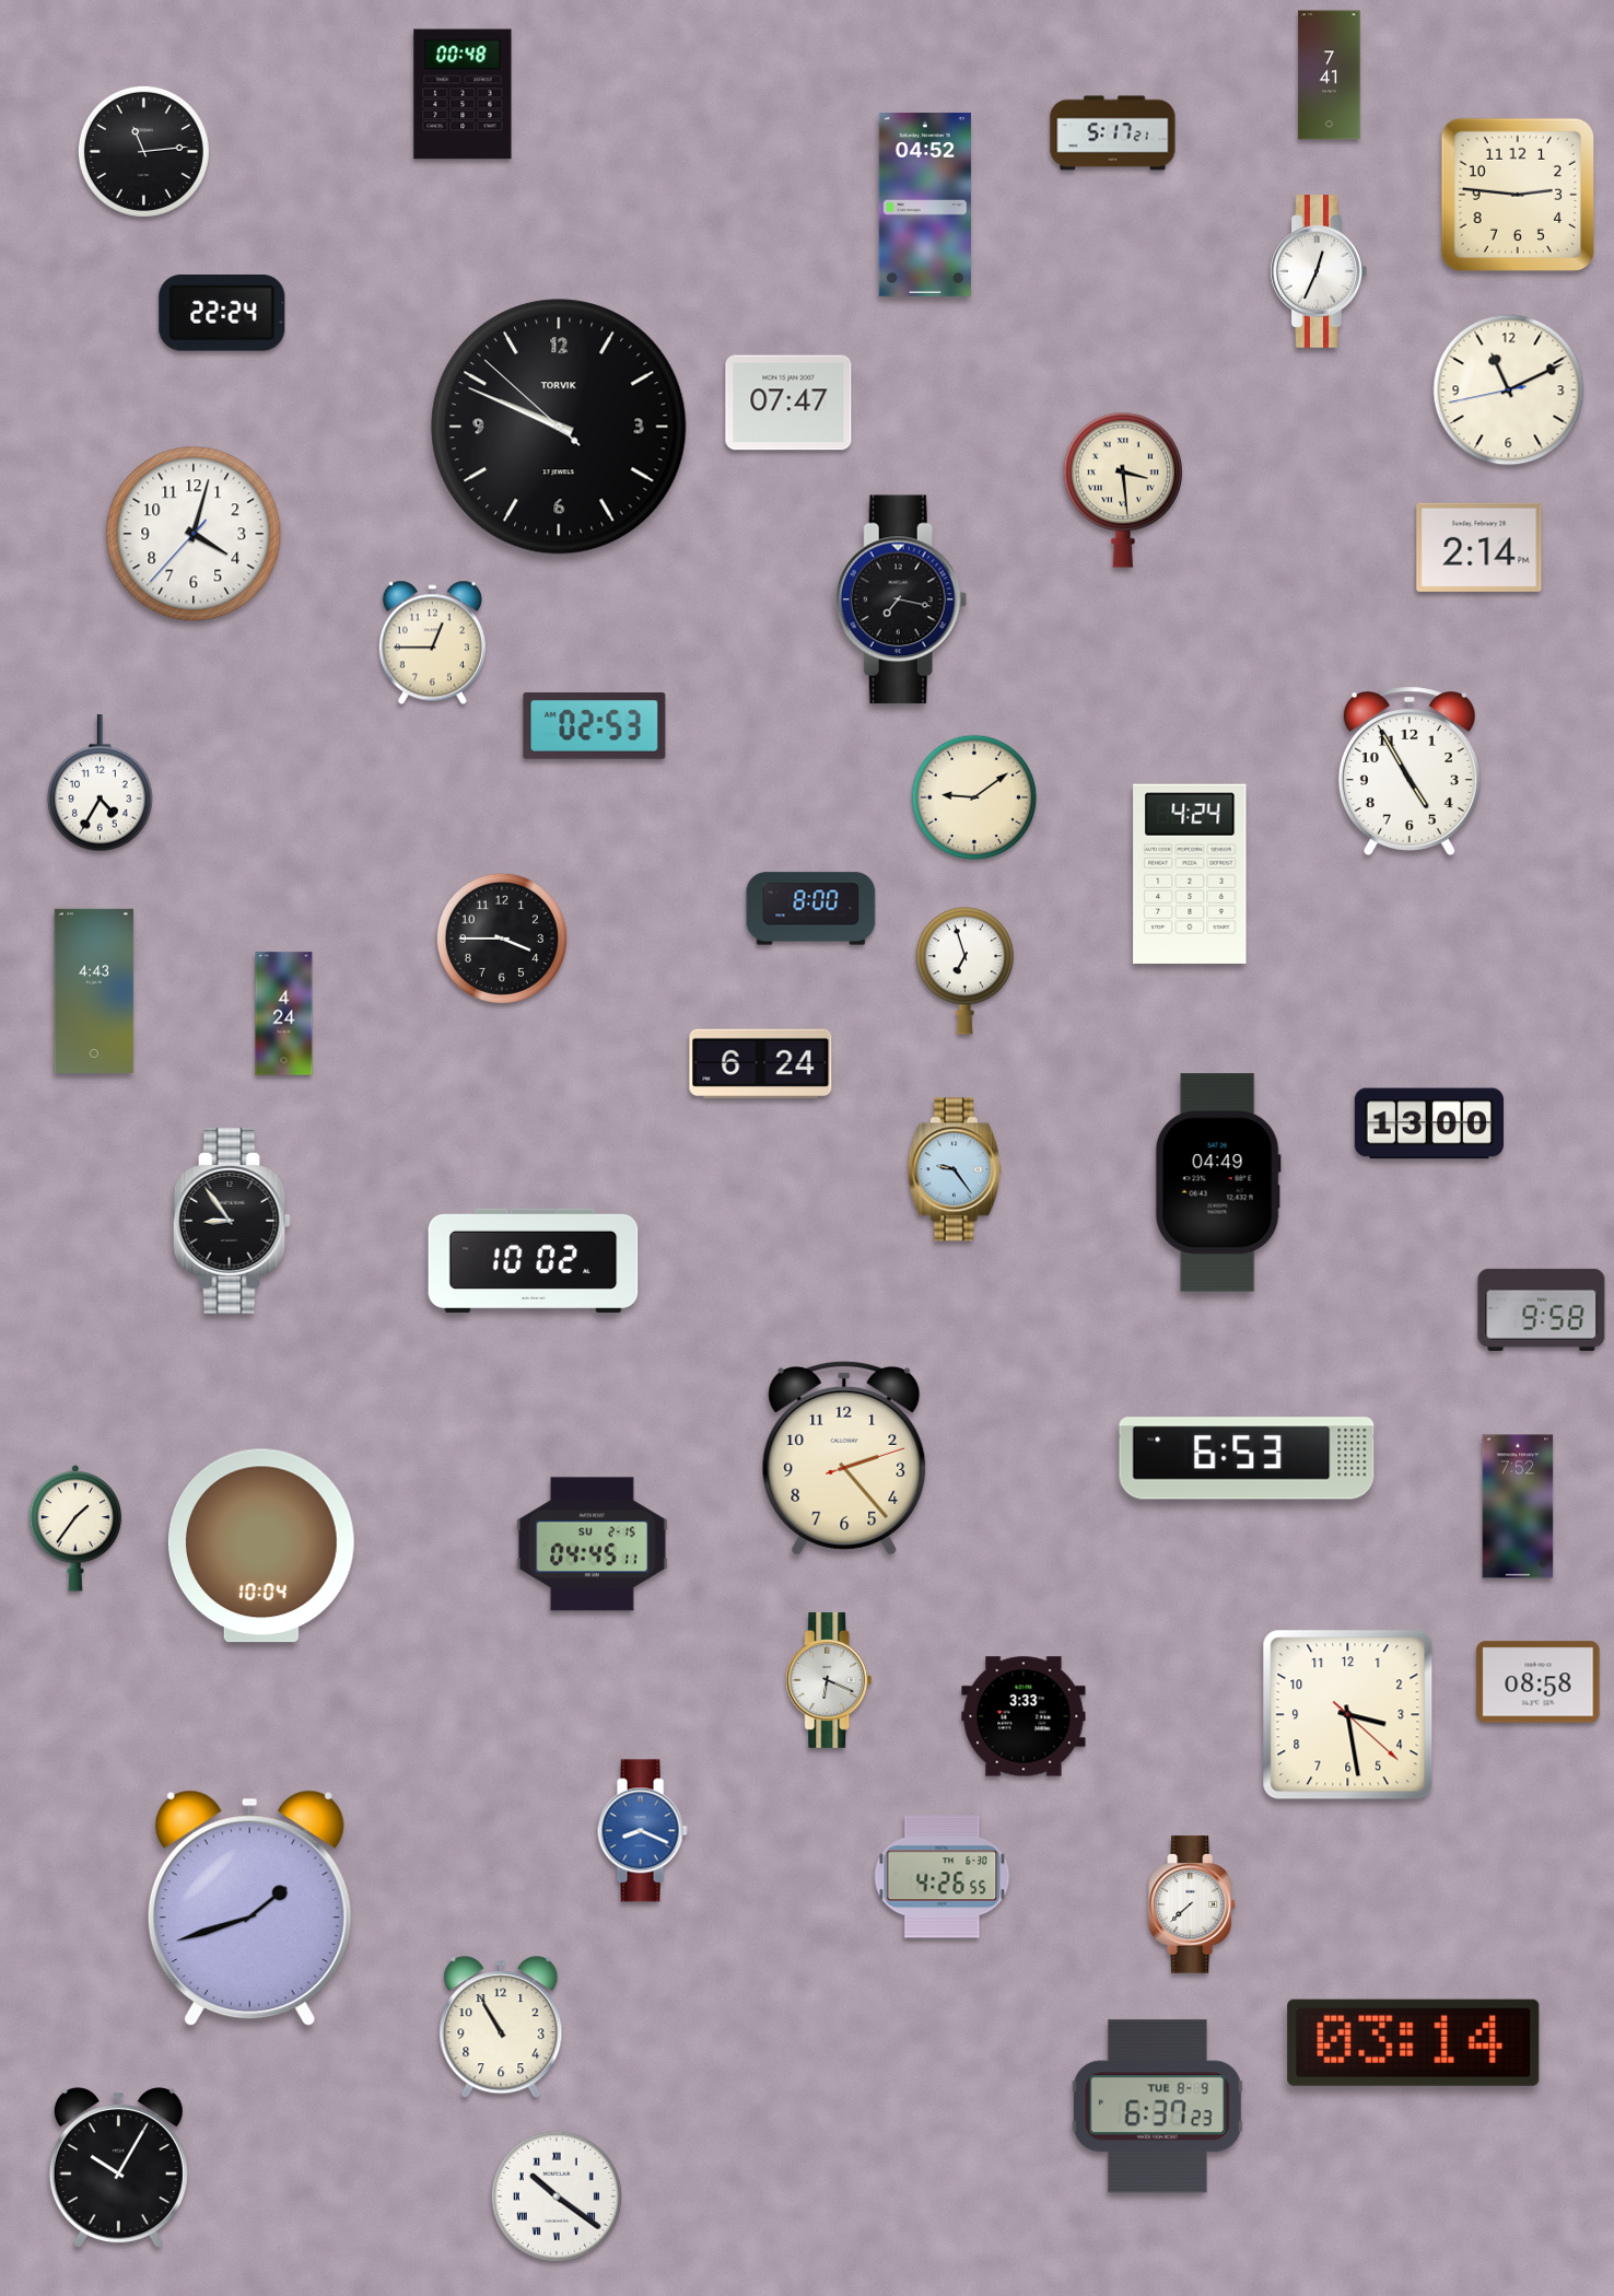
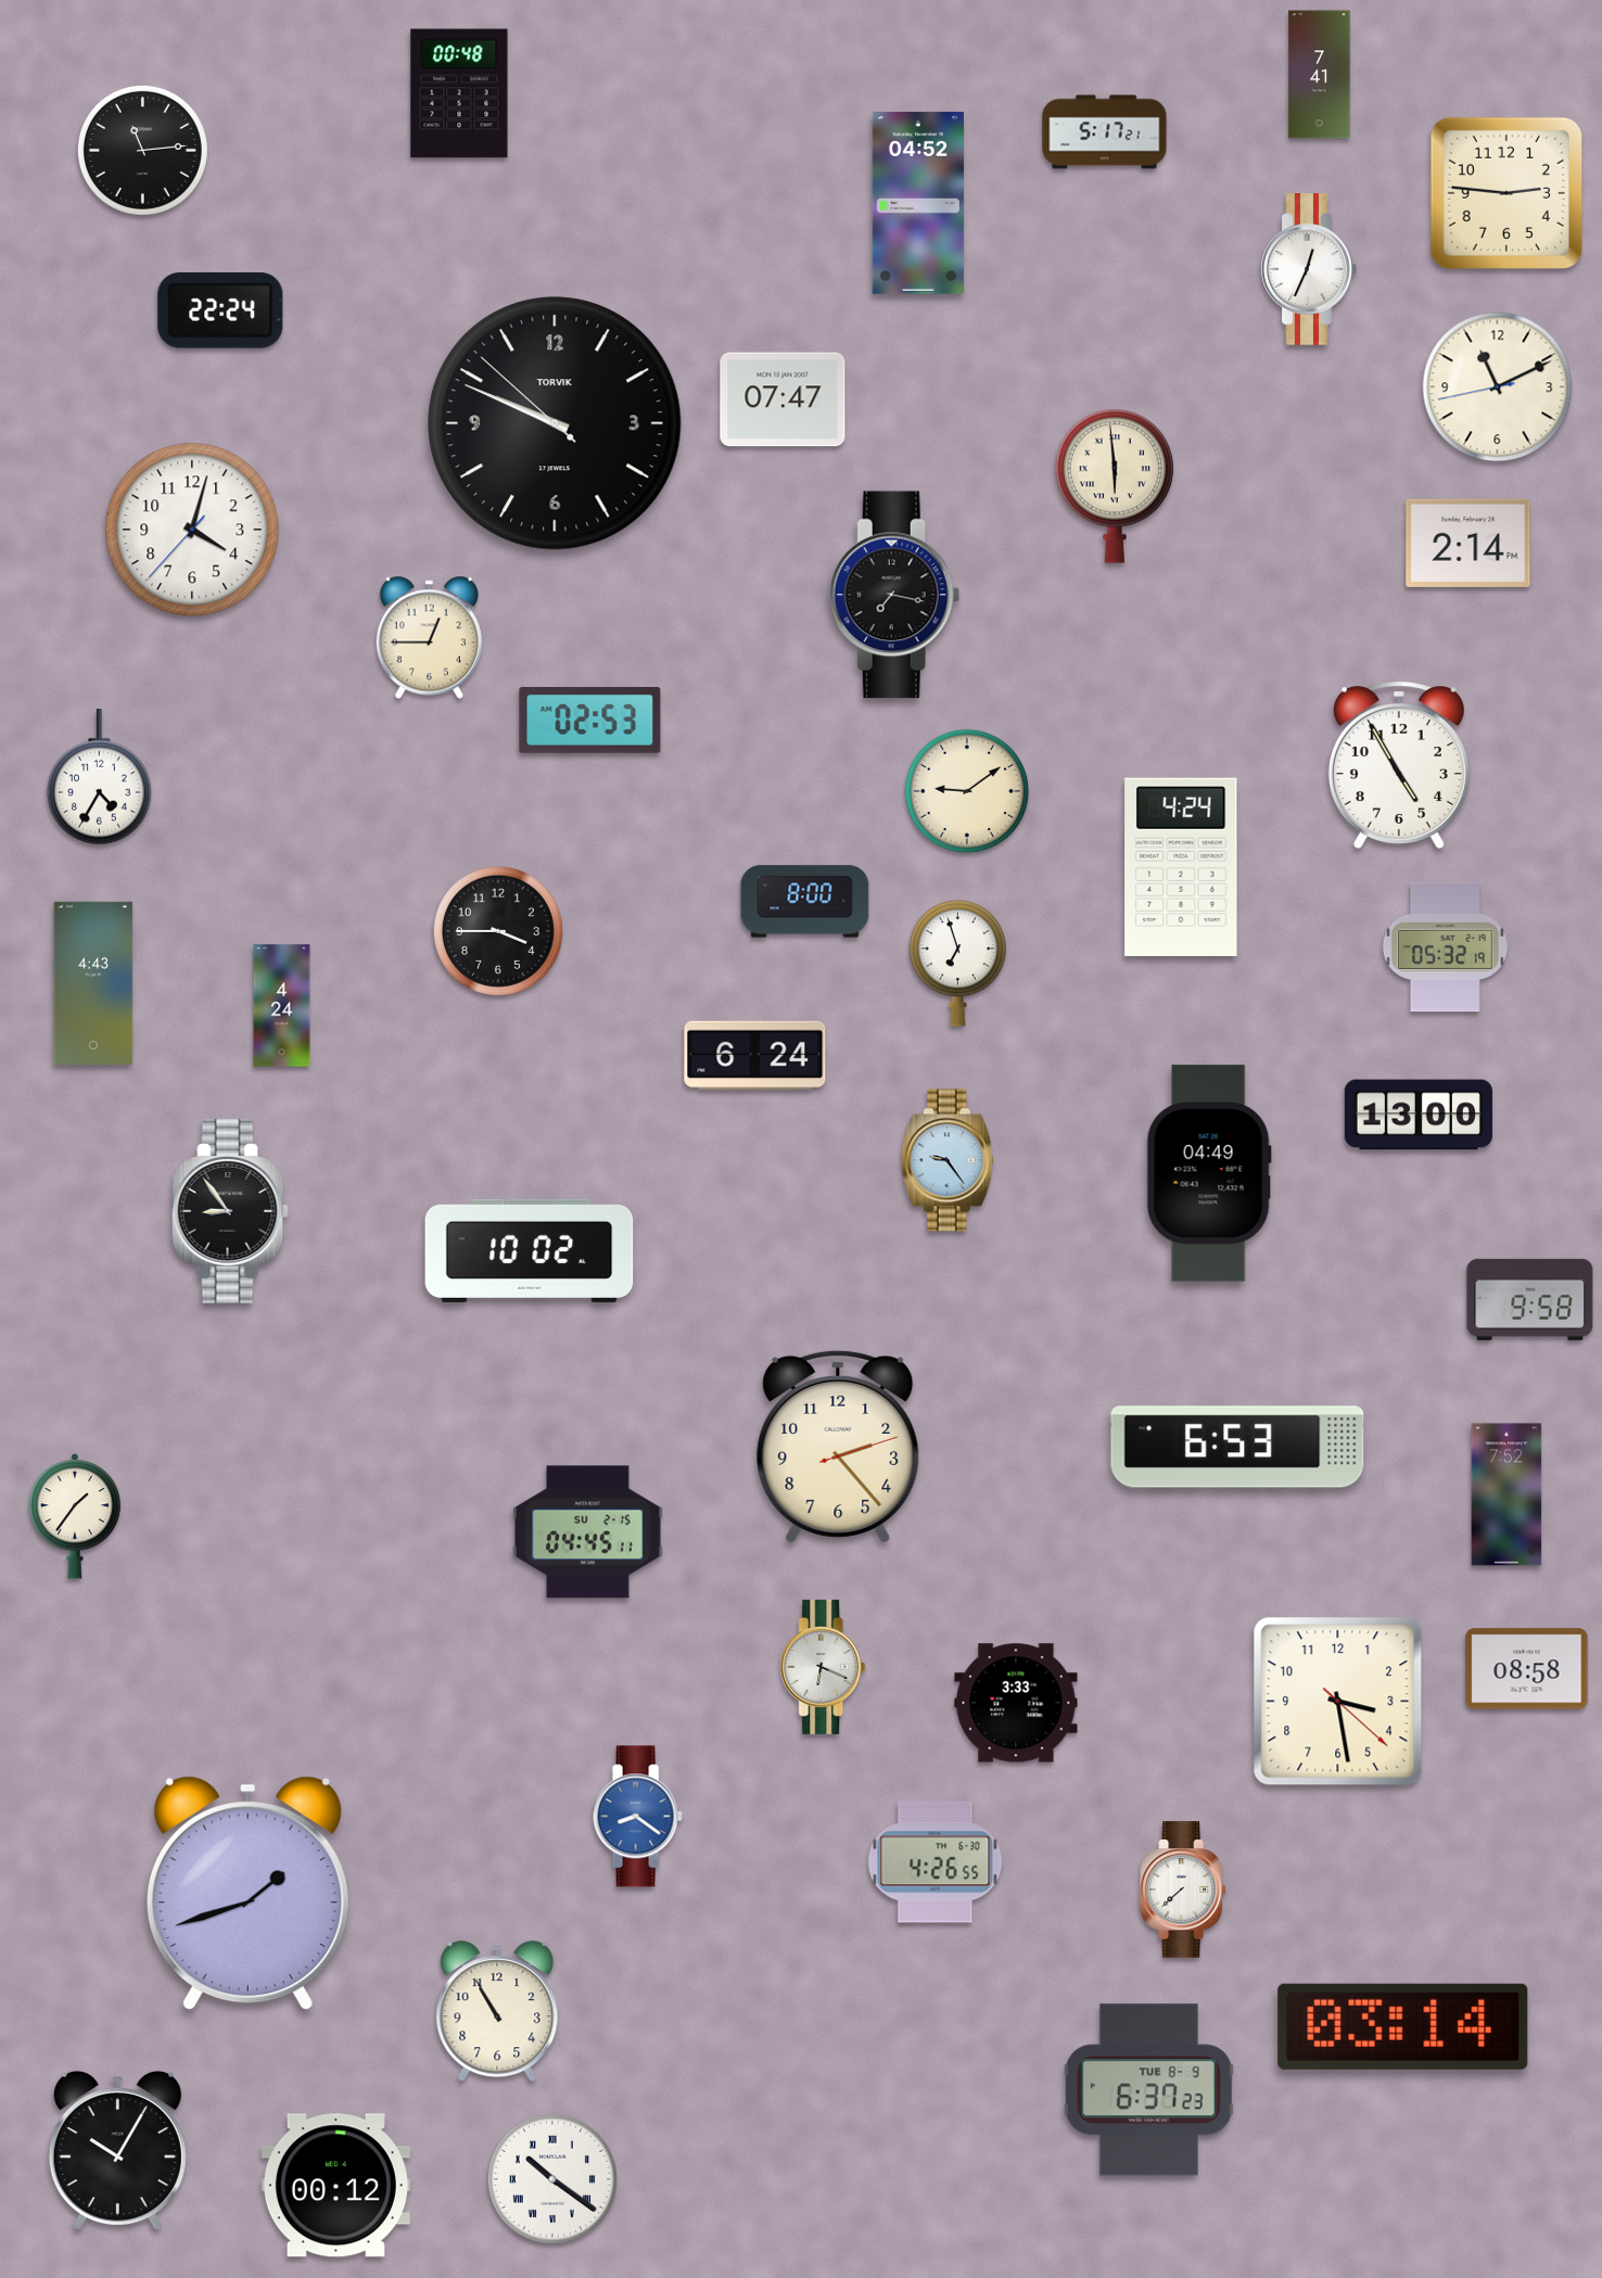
clock at (1123, 490): 3:29 -> 5:59
clock at (1445, 947): none -> 05:32
clock at (261, 1546): 10:04 -> none
clock at (642, 1831): 8:19 -> 8:21
clock at (335, 2186): none -> 00:12
